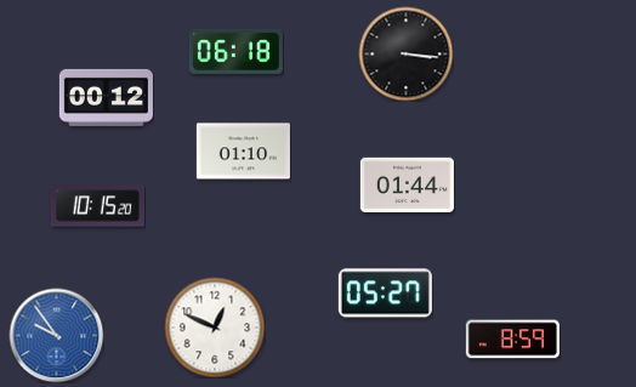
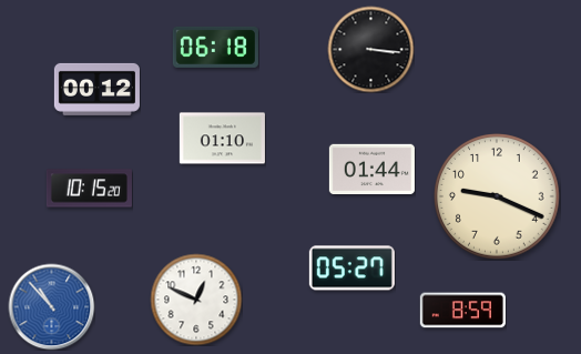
clock at (498, 198): none -> 9:19
clock at (56, 335): 9:54 -> 10:53
clock at (512, 340) position: (512, 340) -> (462, 311)
